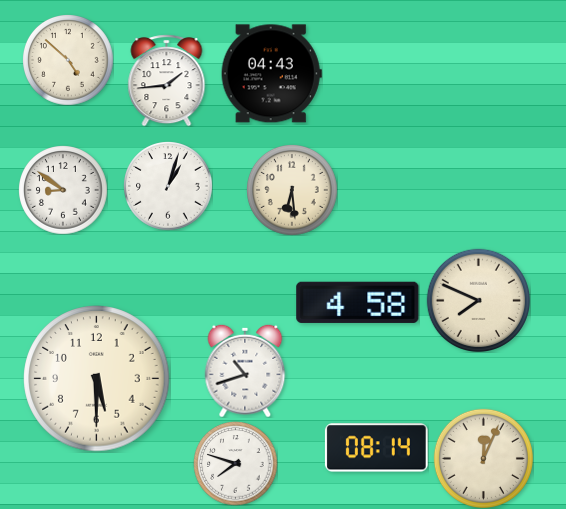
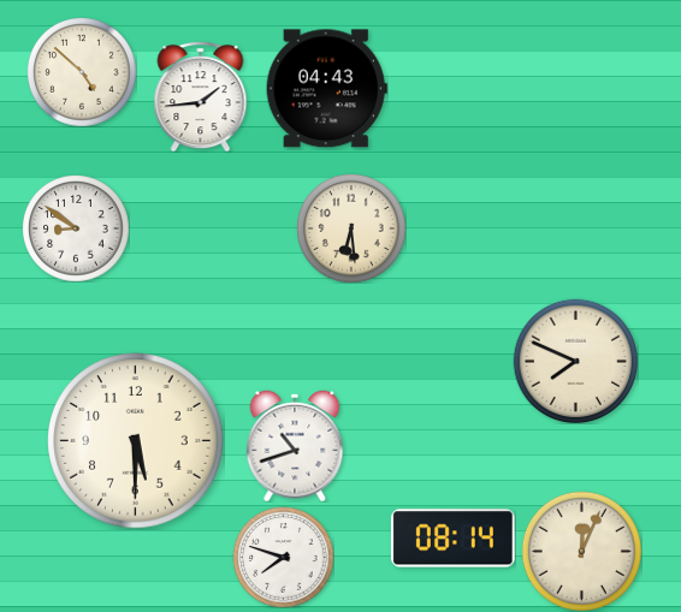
clock at (168, 186): 1:03 -> none
clock at (358, 302): 4:58 -> none
clock at (97, 379) position: (97, 379) -> (136, 441)
